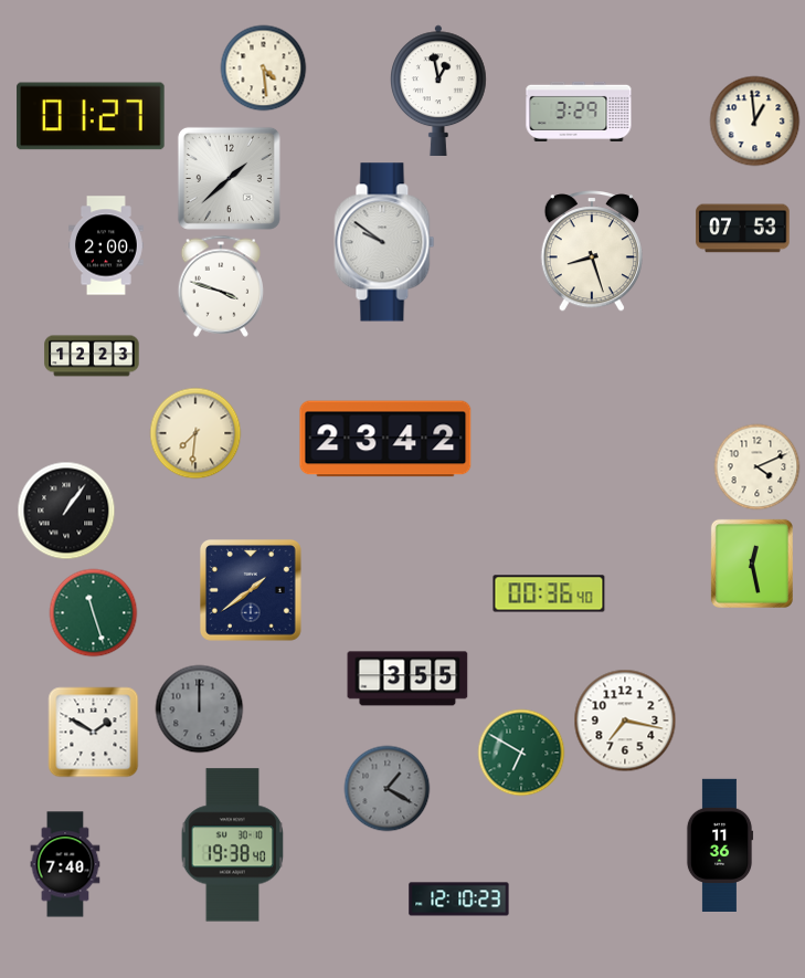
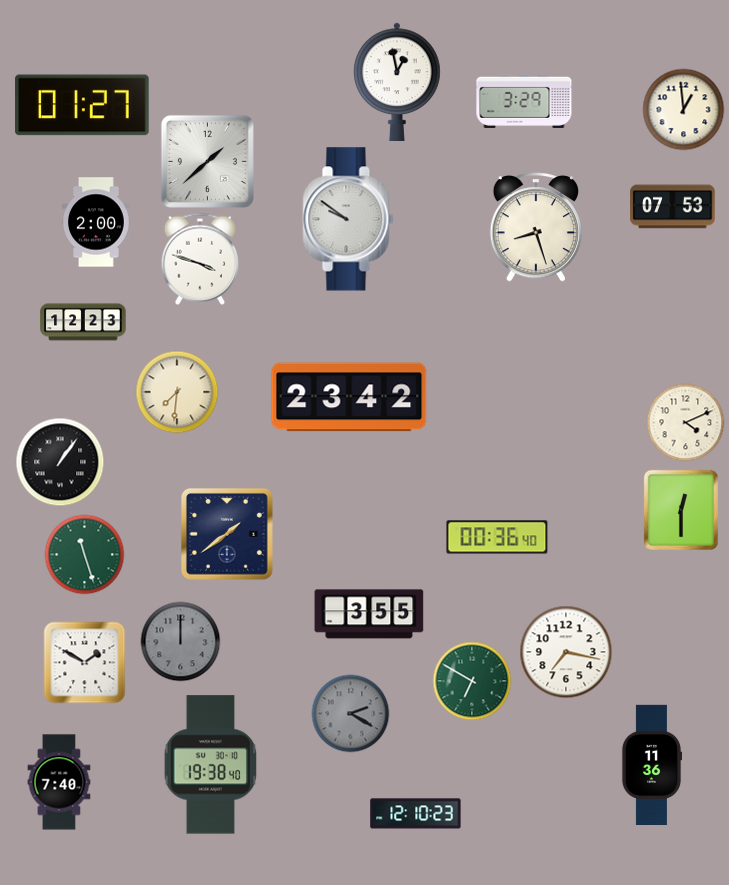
clock at (263, 67): 4:29 -> none
clock at (752, 564): 12:28 -> 12:30
clock at (386, 788): 1:20 -> 2:20
